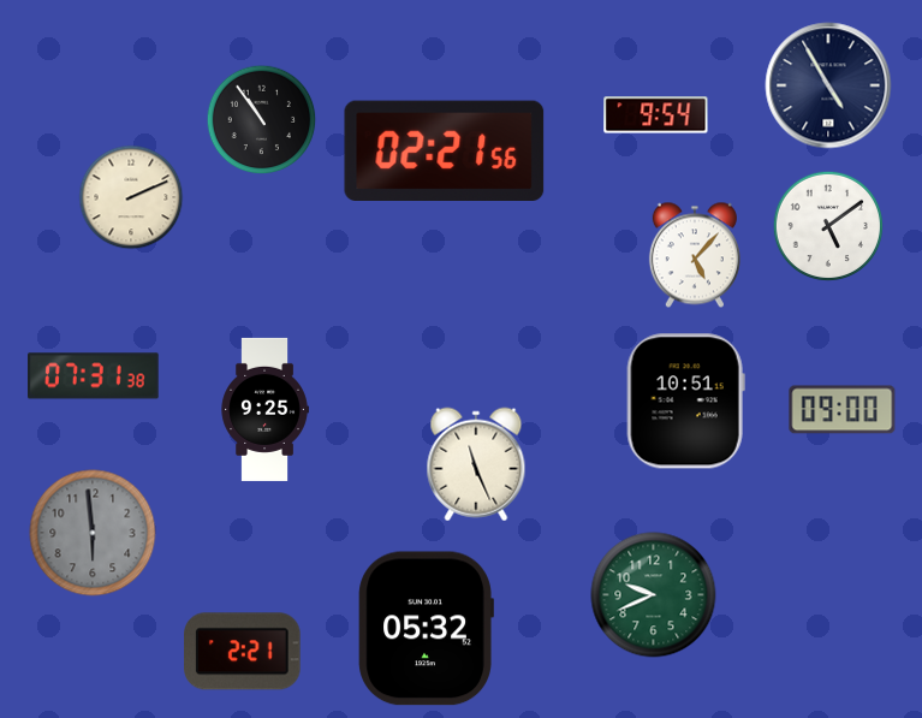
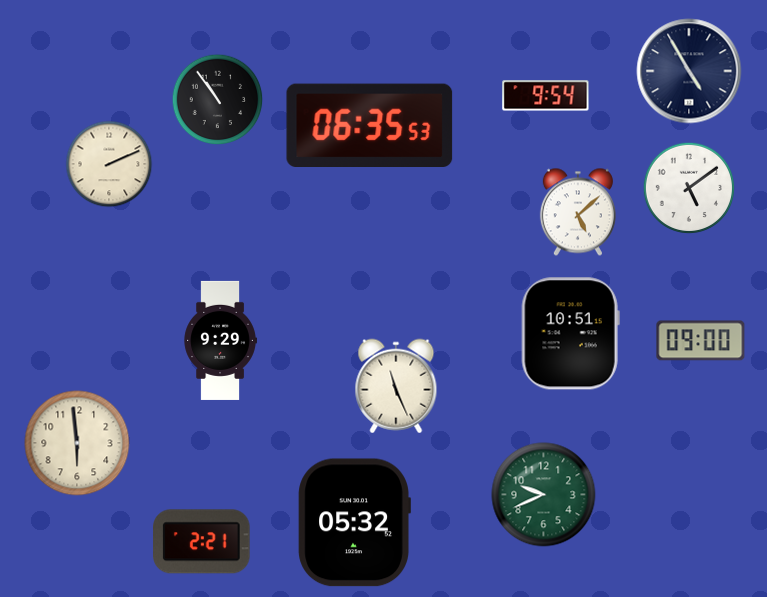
clock at (445, 150): 02:21 -> 06:35
clock at (695, 255): 5:07 -> 5:08
clock at (94, 376): 07:31 -> none
clock at (264, 409): 9:25 -> 9:29
clock at (93, 533) dial: grey -> cream
